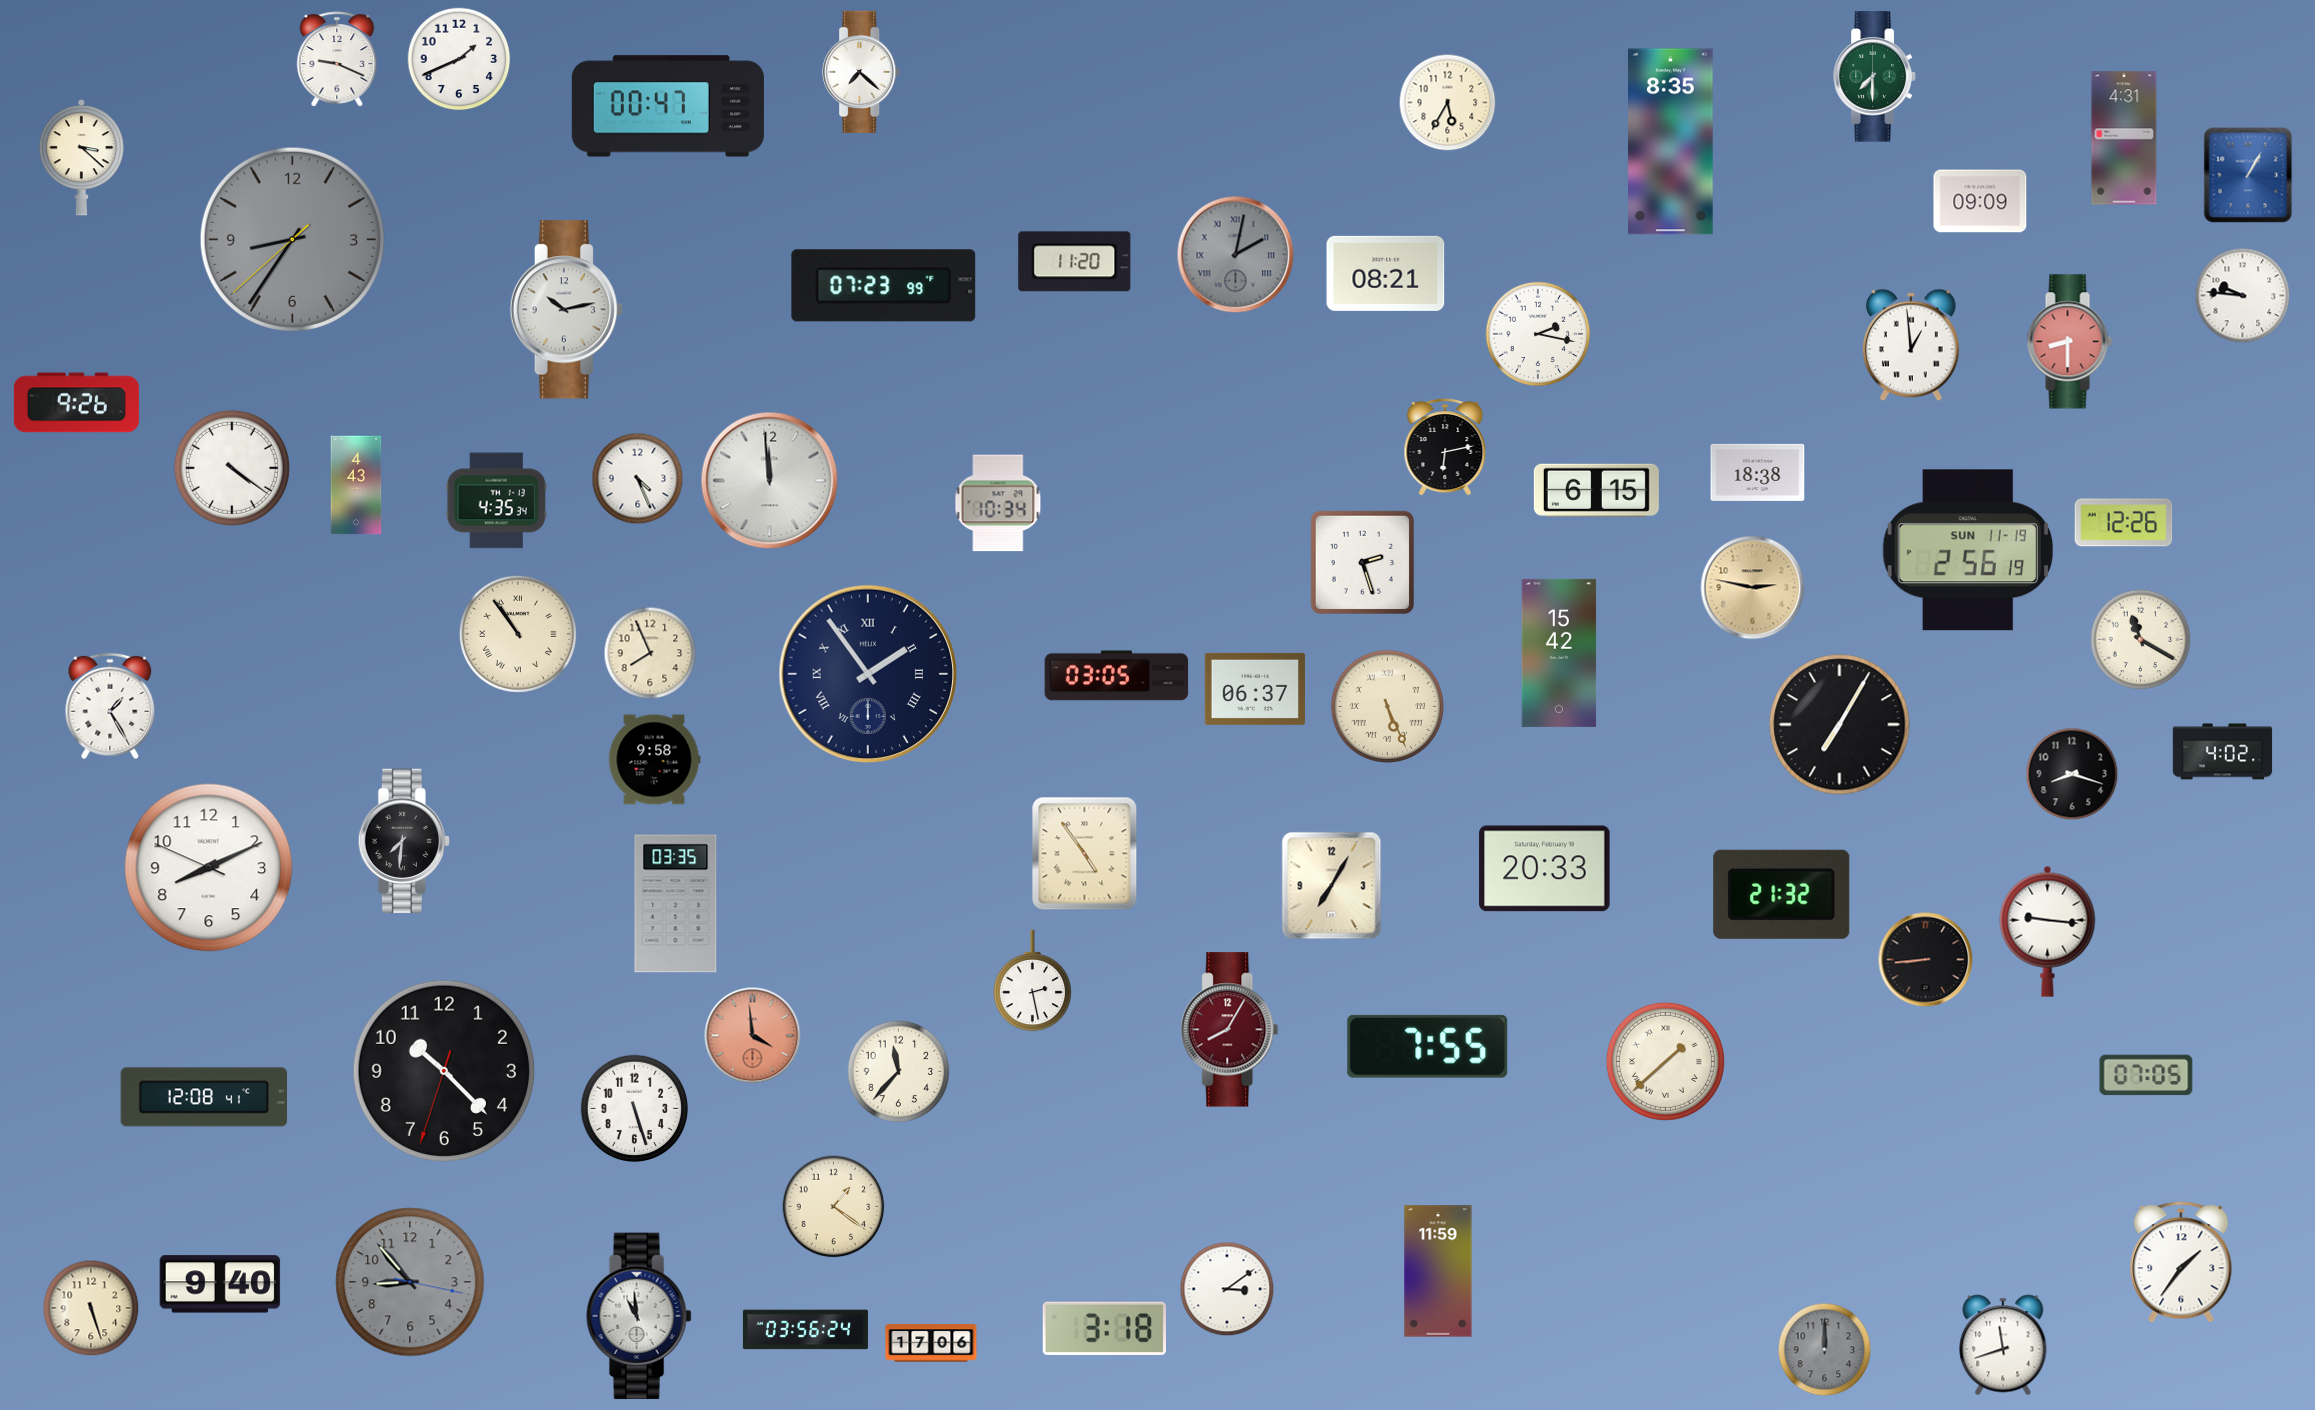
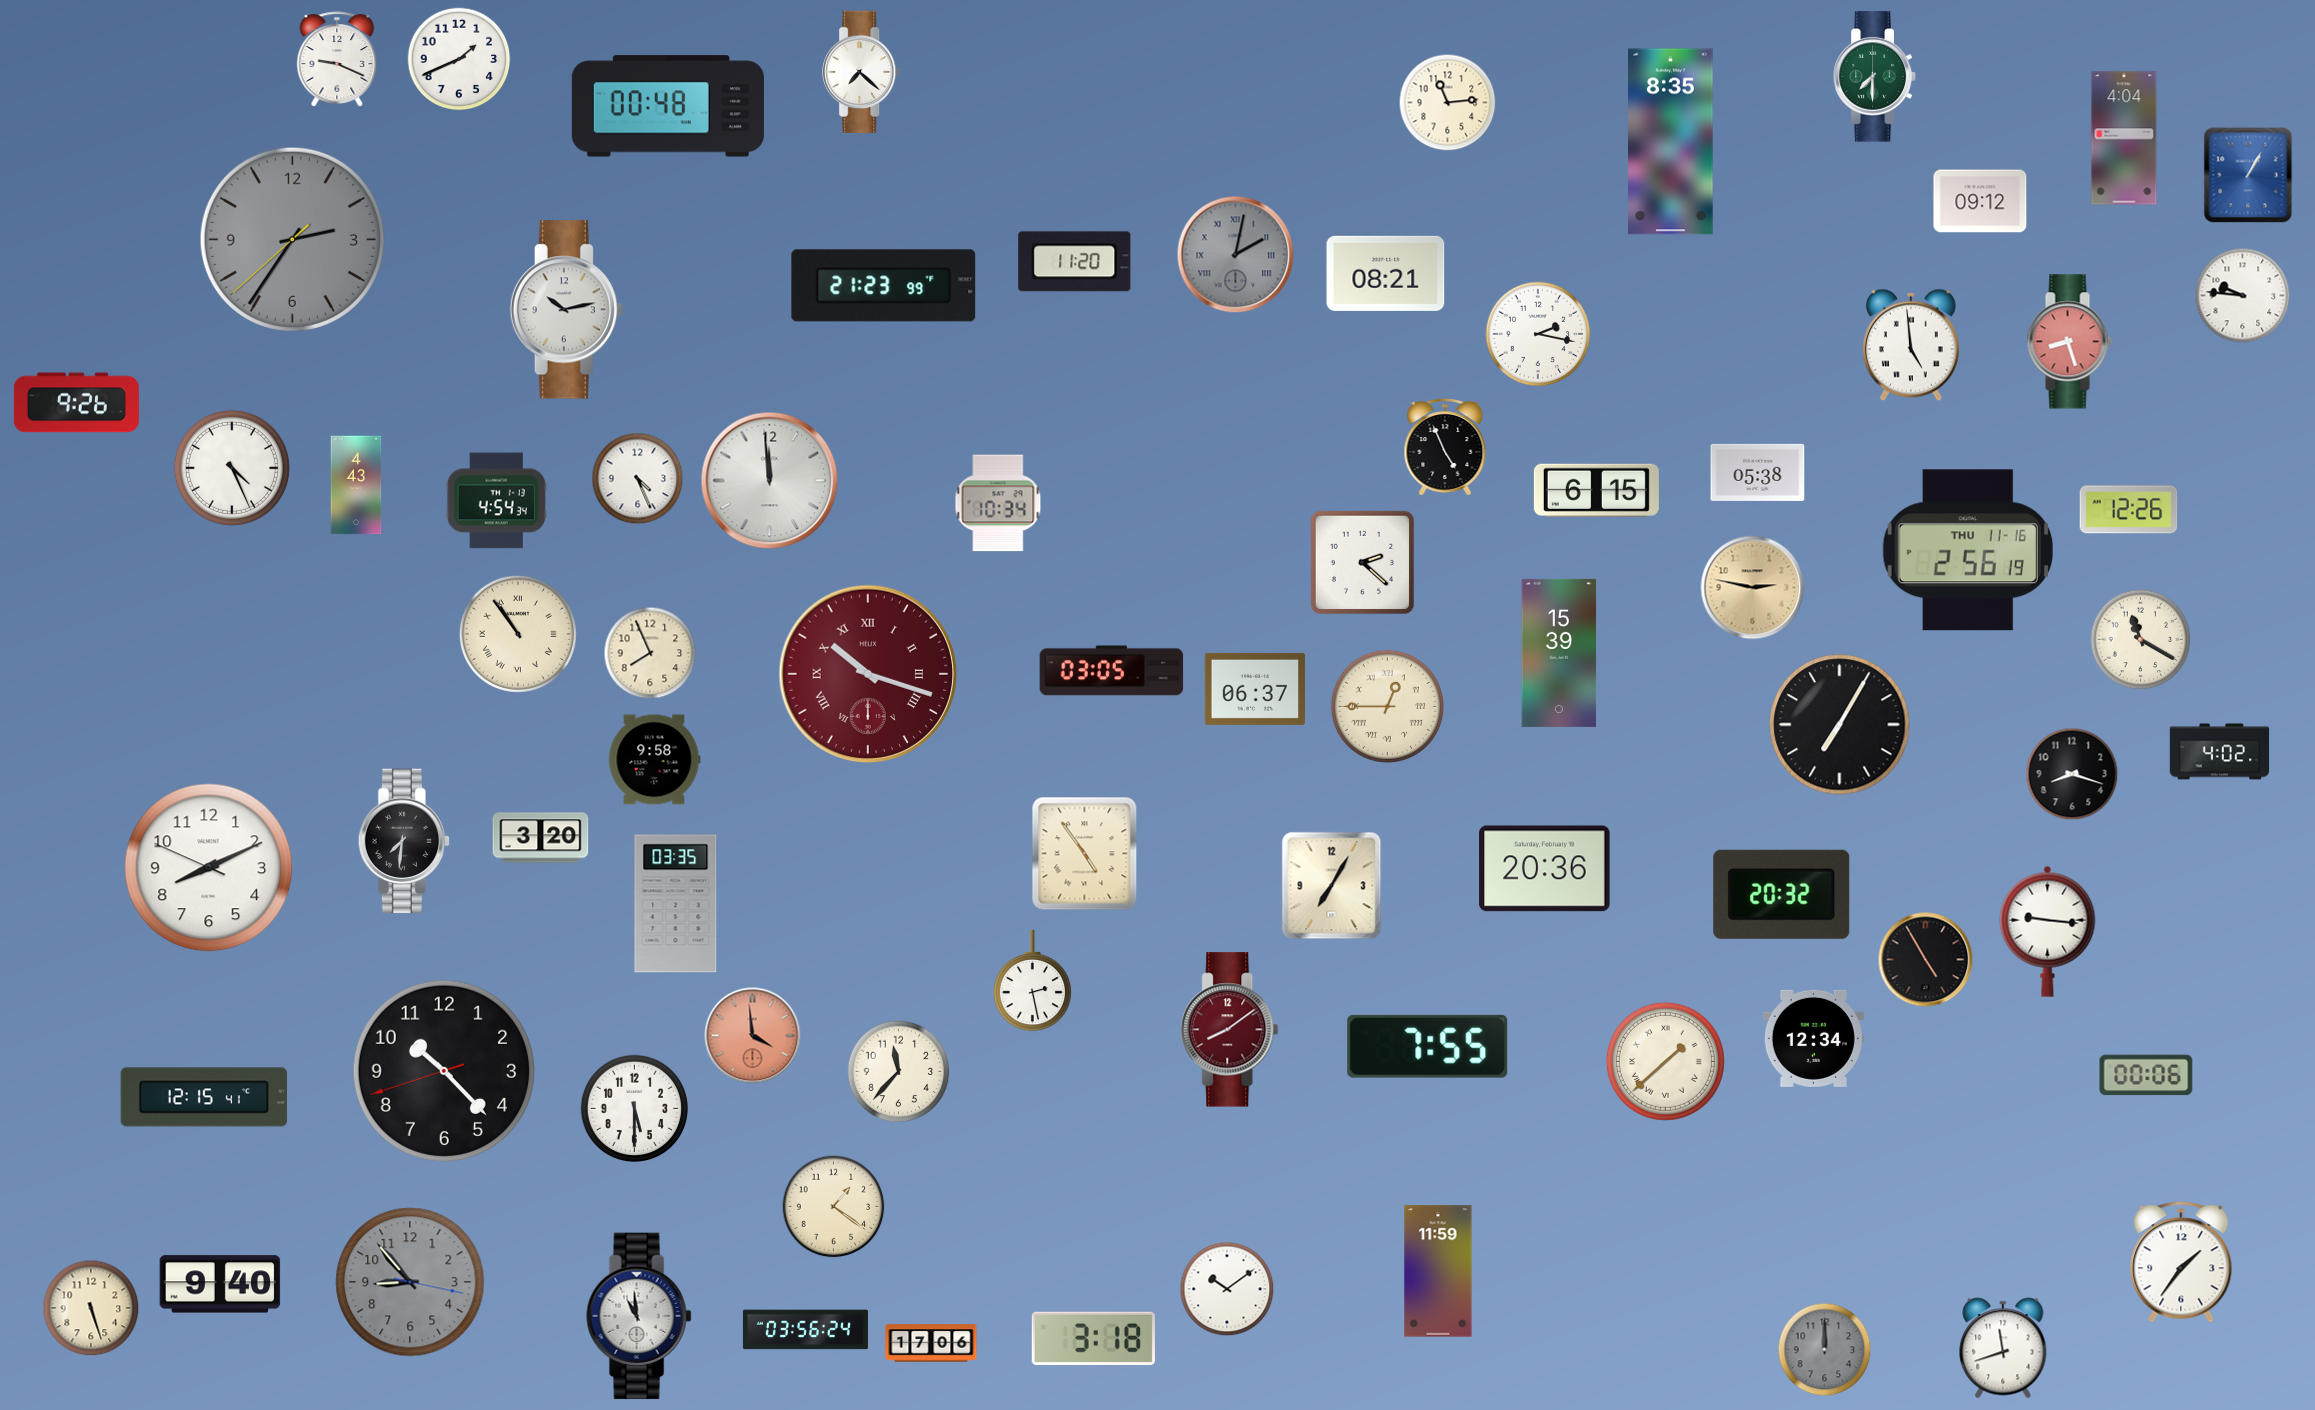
clock at (1448, 103): 5:35 -> 11:14
clock at (668, 106): 00:47 -> 00:48
clock at (2124, 138): 4:31 -> 4:04
clock at (81, 158): 3:22 -> none
clock at (1980, 201): 09:09 -> 09:12
clock at (292, 239): 8:35 -> 2:35
clock at (884, 286): 07:23 -> 21:23
clock at (2069, 342): 8:30 -> 8:27
clock at (1911, 345): 12:59 -> 4:59
clock at (1445, 448): 6:13 -> 4:56
clock at (232, 468): 4:21 -> 4:26
clock at (1758, 472): 18:38 -> 05:38
clock at (496, 501): 4:35 -> 4:54
clock at (2124, 523) position: (2124, 523) -> (2129, 510)
clock at (1968, 550) date: SUN 11-19 -> THU 11-16
clock at (1362, 562): 2:27 -> 2:22
clock at (1559, 653): 15:42 -> 15:39
clock at (868, 674): 1:54 -> 10:18
clock at (868, 674) dial: navy -> burgundy
clock at (1117, 676) position: (1117, 676) -> (1112, 671)
clock at (110, 706): 1:25 -> none
clock at (1387, 706): 5:26 -> 12:45
clock at (2223, 752) position: (2223, 752) -> (2220, 752)
clock at (541, 838): none -> 3:20
clock at (1545, 869): 20:33 -> 20:36
clock at (1782, 894): 21:32 -> 20:32
clock at (1926, 960): 8:44 -> 4:55
clock at (1230, 1030): 8:05 -> 8:09
clock at (1813, 1038): none -> 12:34
clock at (443, 1070): 10:22:33 -> 10:22:42
clock at (2146, 1075): 07:05 -> 00:06
clock at (204, 1097): 12:08 -> 12:15
clock at (635, 1109): 5:27 -> 5:30
clock at (1227, 1289): 3:09 -> 10:09
clock at (1104, 1328) position: (1104, 1328) -> (1093, 1338)
clock at (2003, 1345) position: (2003, 1345) -> (2003, 1348)
